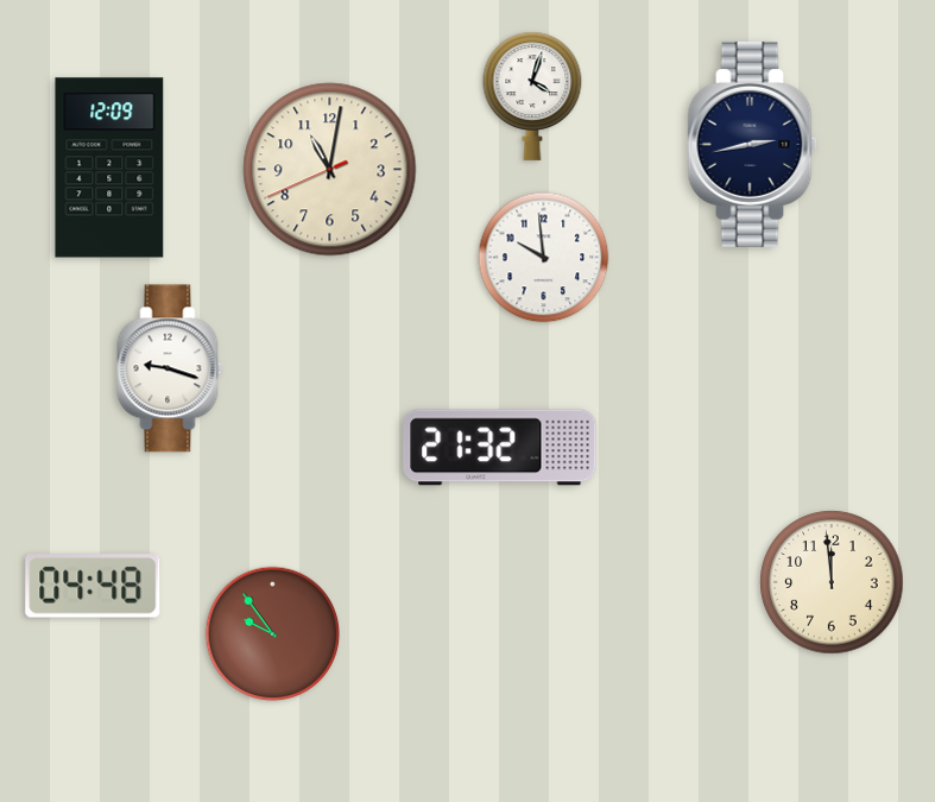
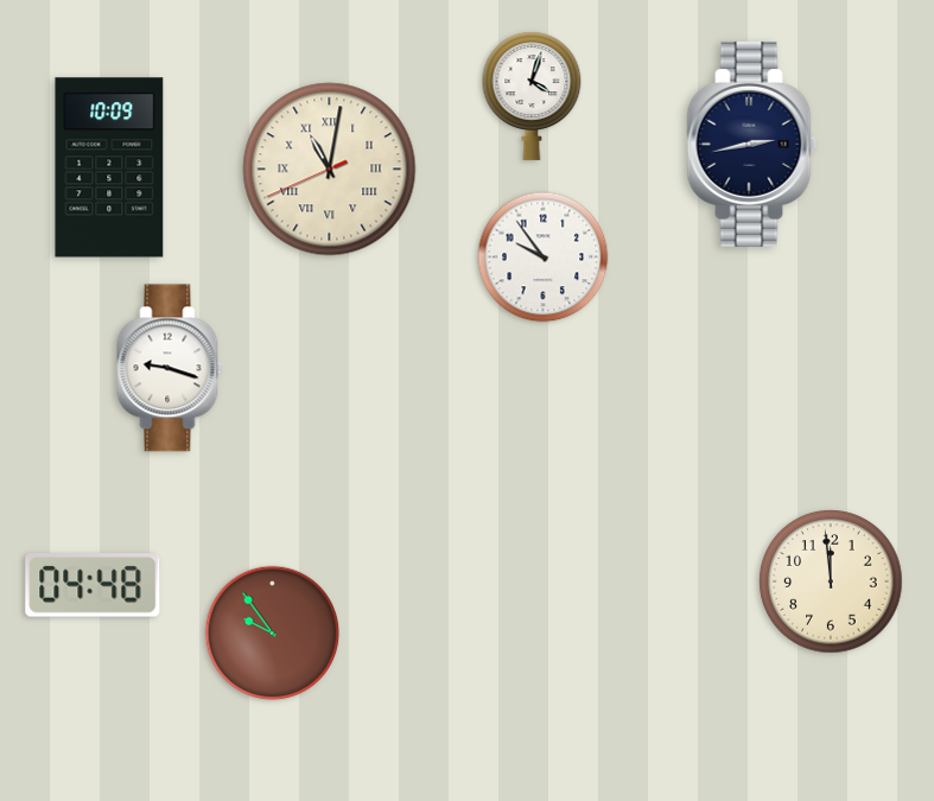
clock at (109, 168): 12:09 -> 10:09
clock at (330, 170) numerals: Arabic -> Roman
clock at (544, 258): 9:59 -> 9:54
clock at (500, 448): 21:32 -> none
